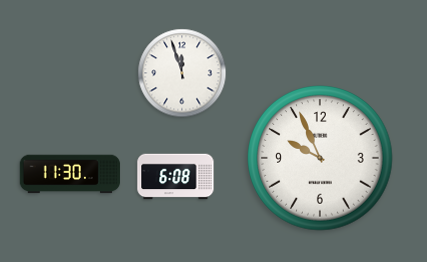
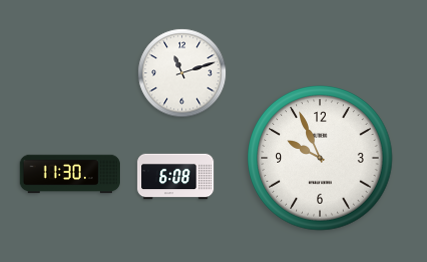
clock at (182, 73): 11:57 -> 11:12
